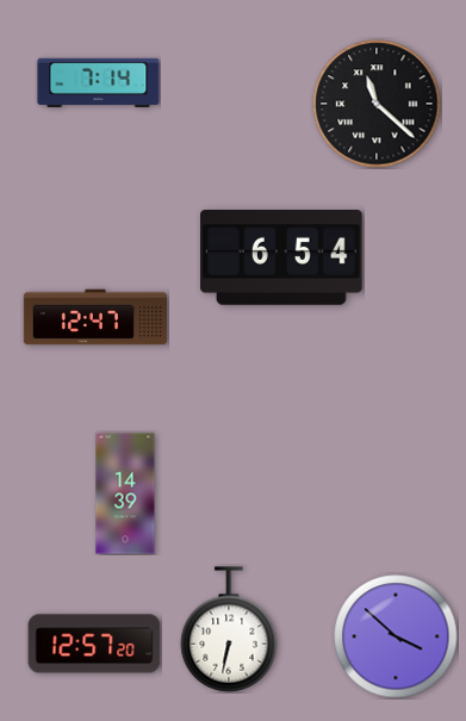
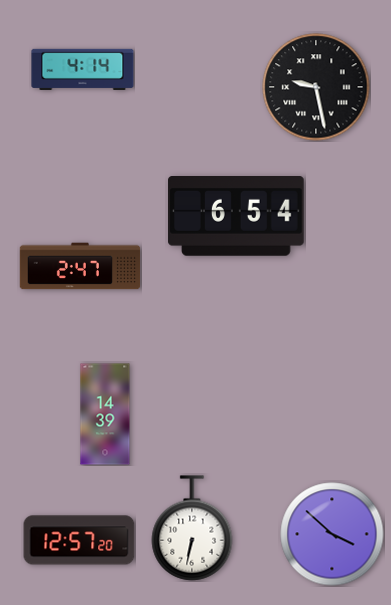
clock at (99, 82): 7:14 -> 4:14
clock at (377, 104): 11:22 -> 9:28
clock at (95, 317): 12:47 -> 2:47
